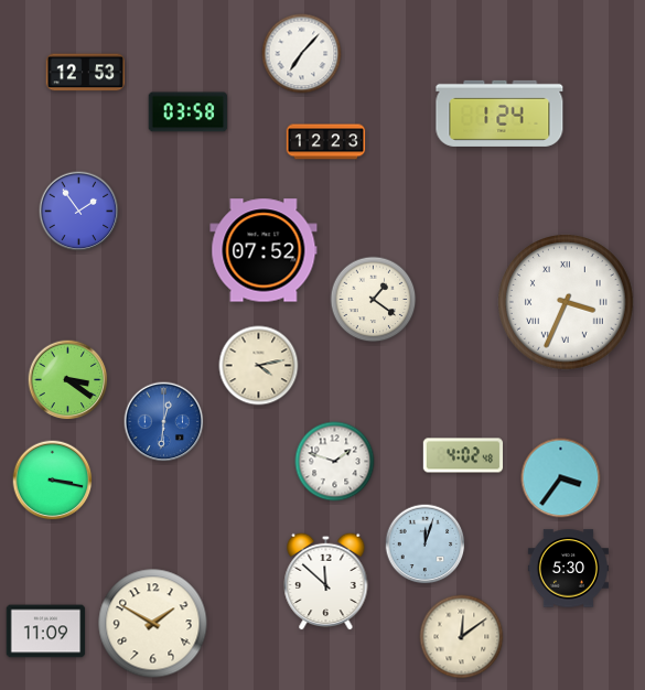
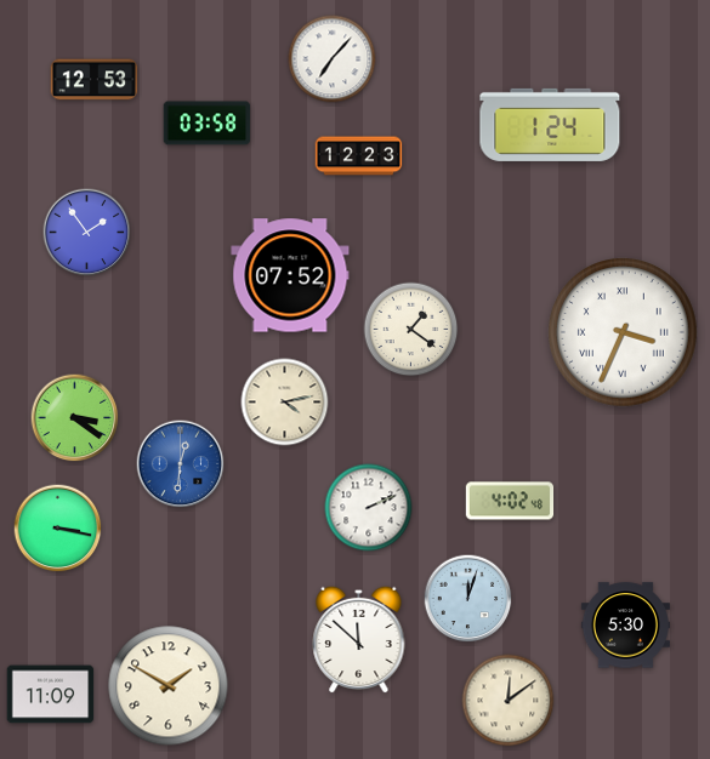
clock at (335, 462): 1:48 -> 2:11
clock at (561, 478): 3:36 -> none
